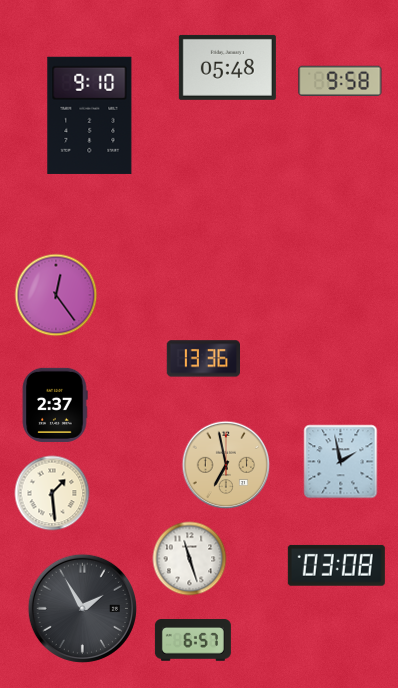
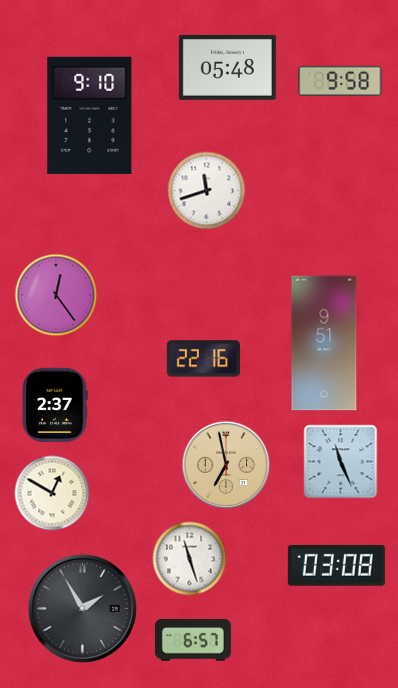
clock at (207, 191): none -> 11:42
clock at (324, 343): none -> 9:51
clock at (203, 359): 13:36 -> 22:16
clock at (341, 462): 1:58 -> 11:26
clock at (52, 493): 1:29 -> 12:50
